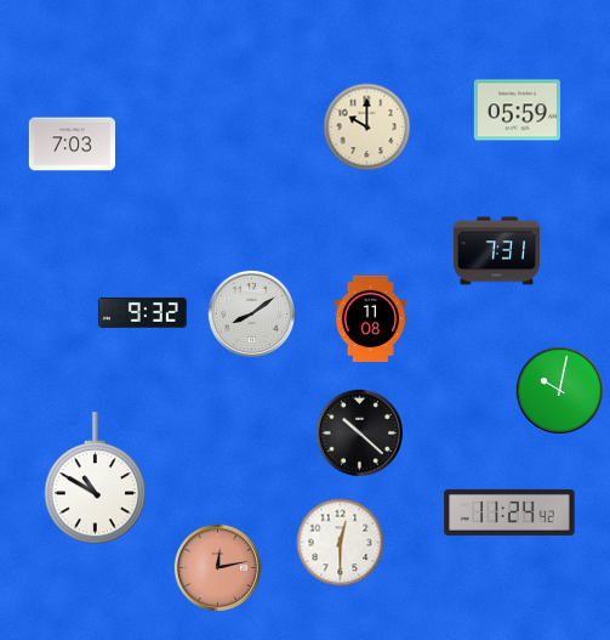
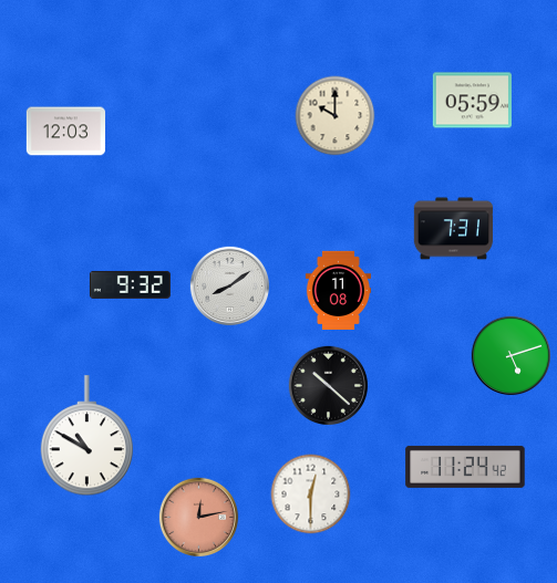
clock at (72, 145): 7:03 -> 12:03
clock at (559, 390): 10:02 -> 5:12
clock at (359, 432) position: (359, 432) -> (328, 385)
